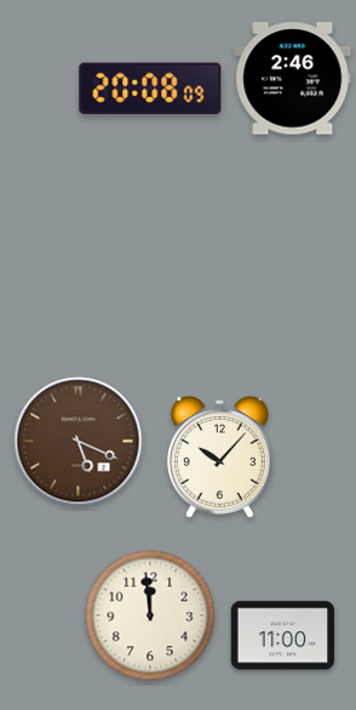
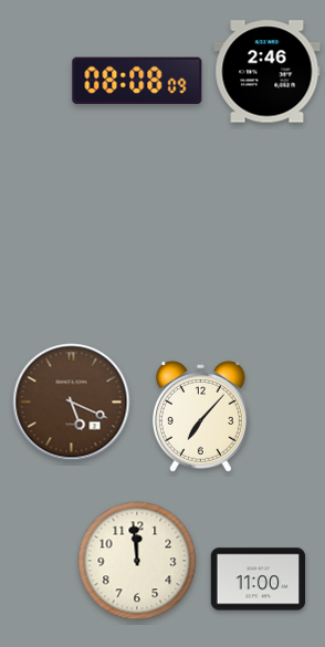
clock at (150, 89): 20:08 -> 08:08
clock at (219, 458): 10:07 -> 7:07
